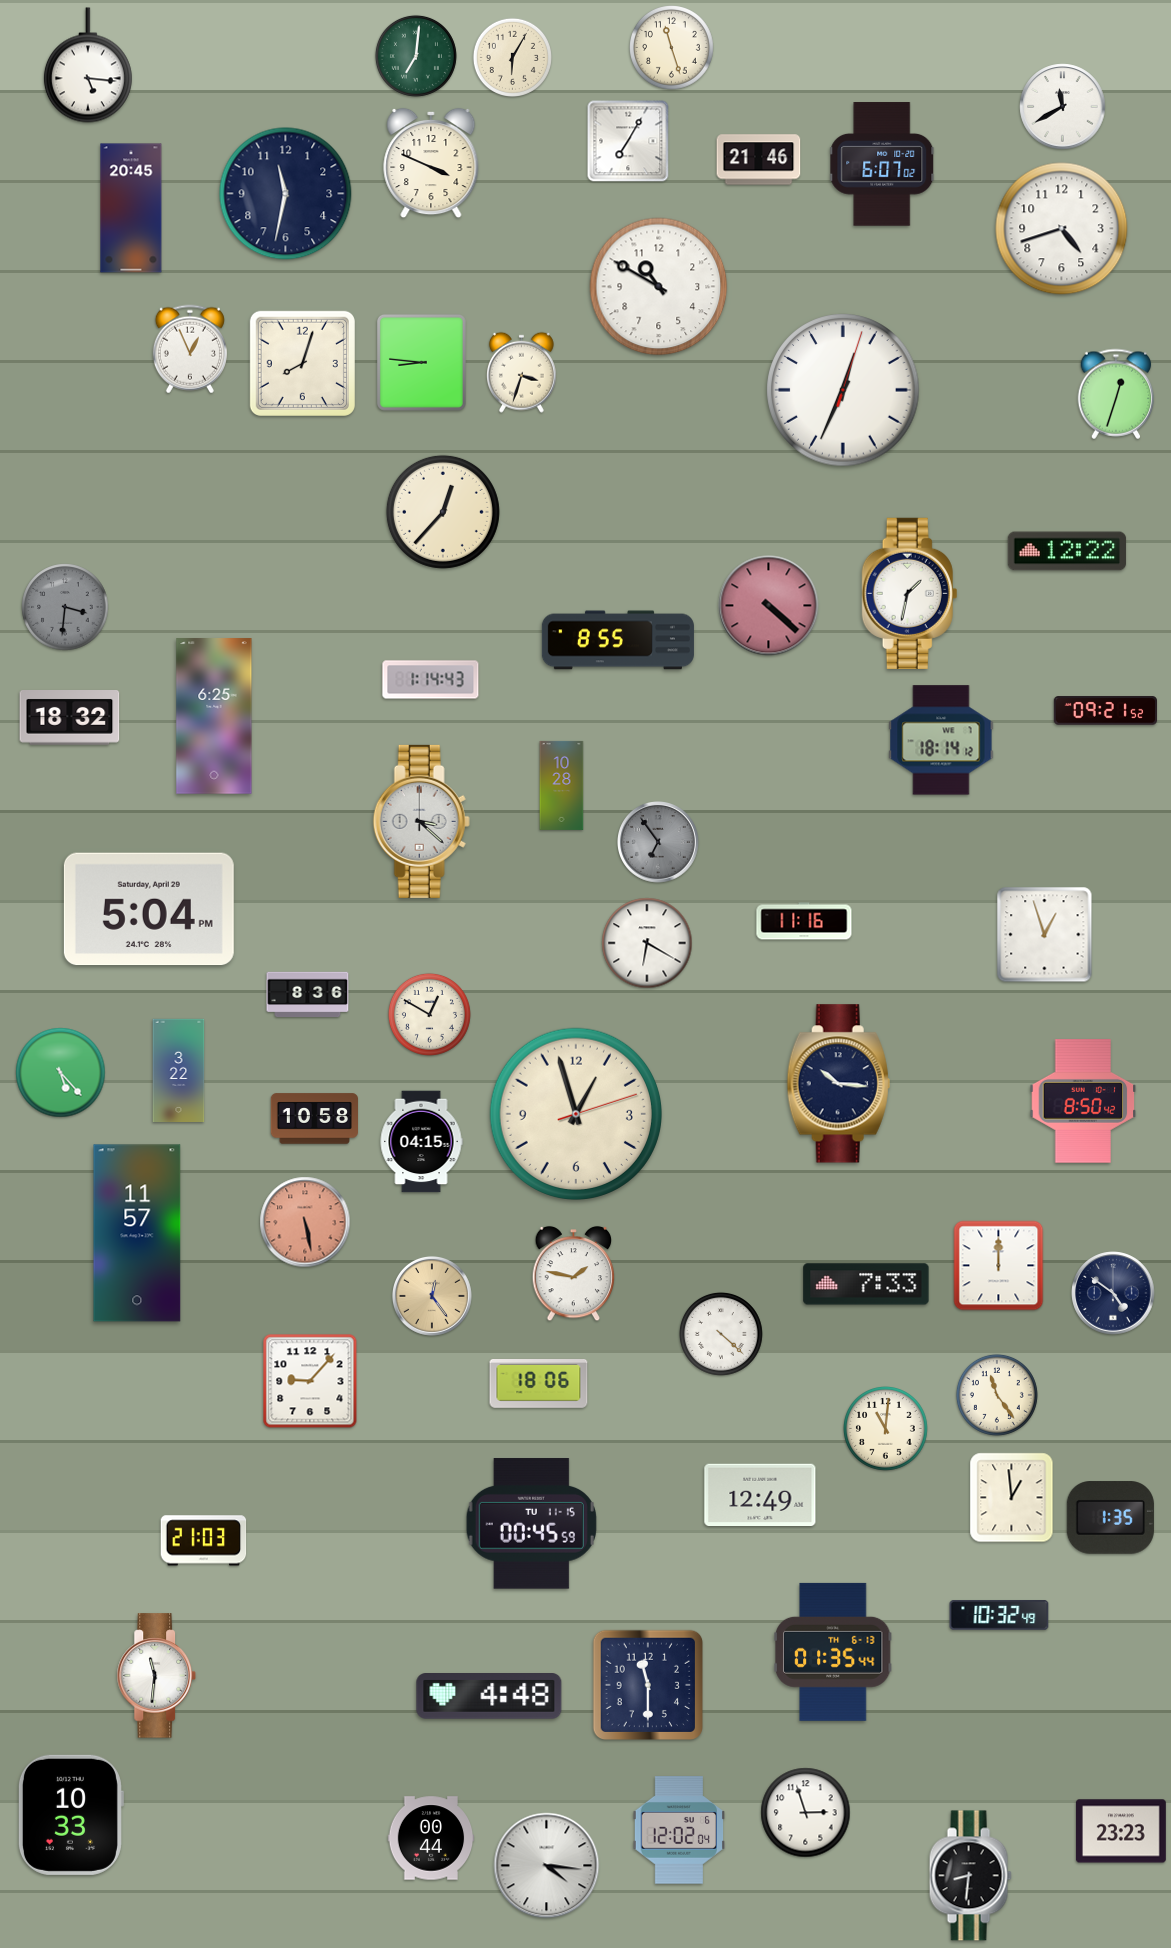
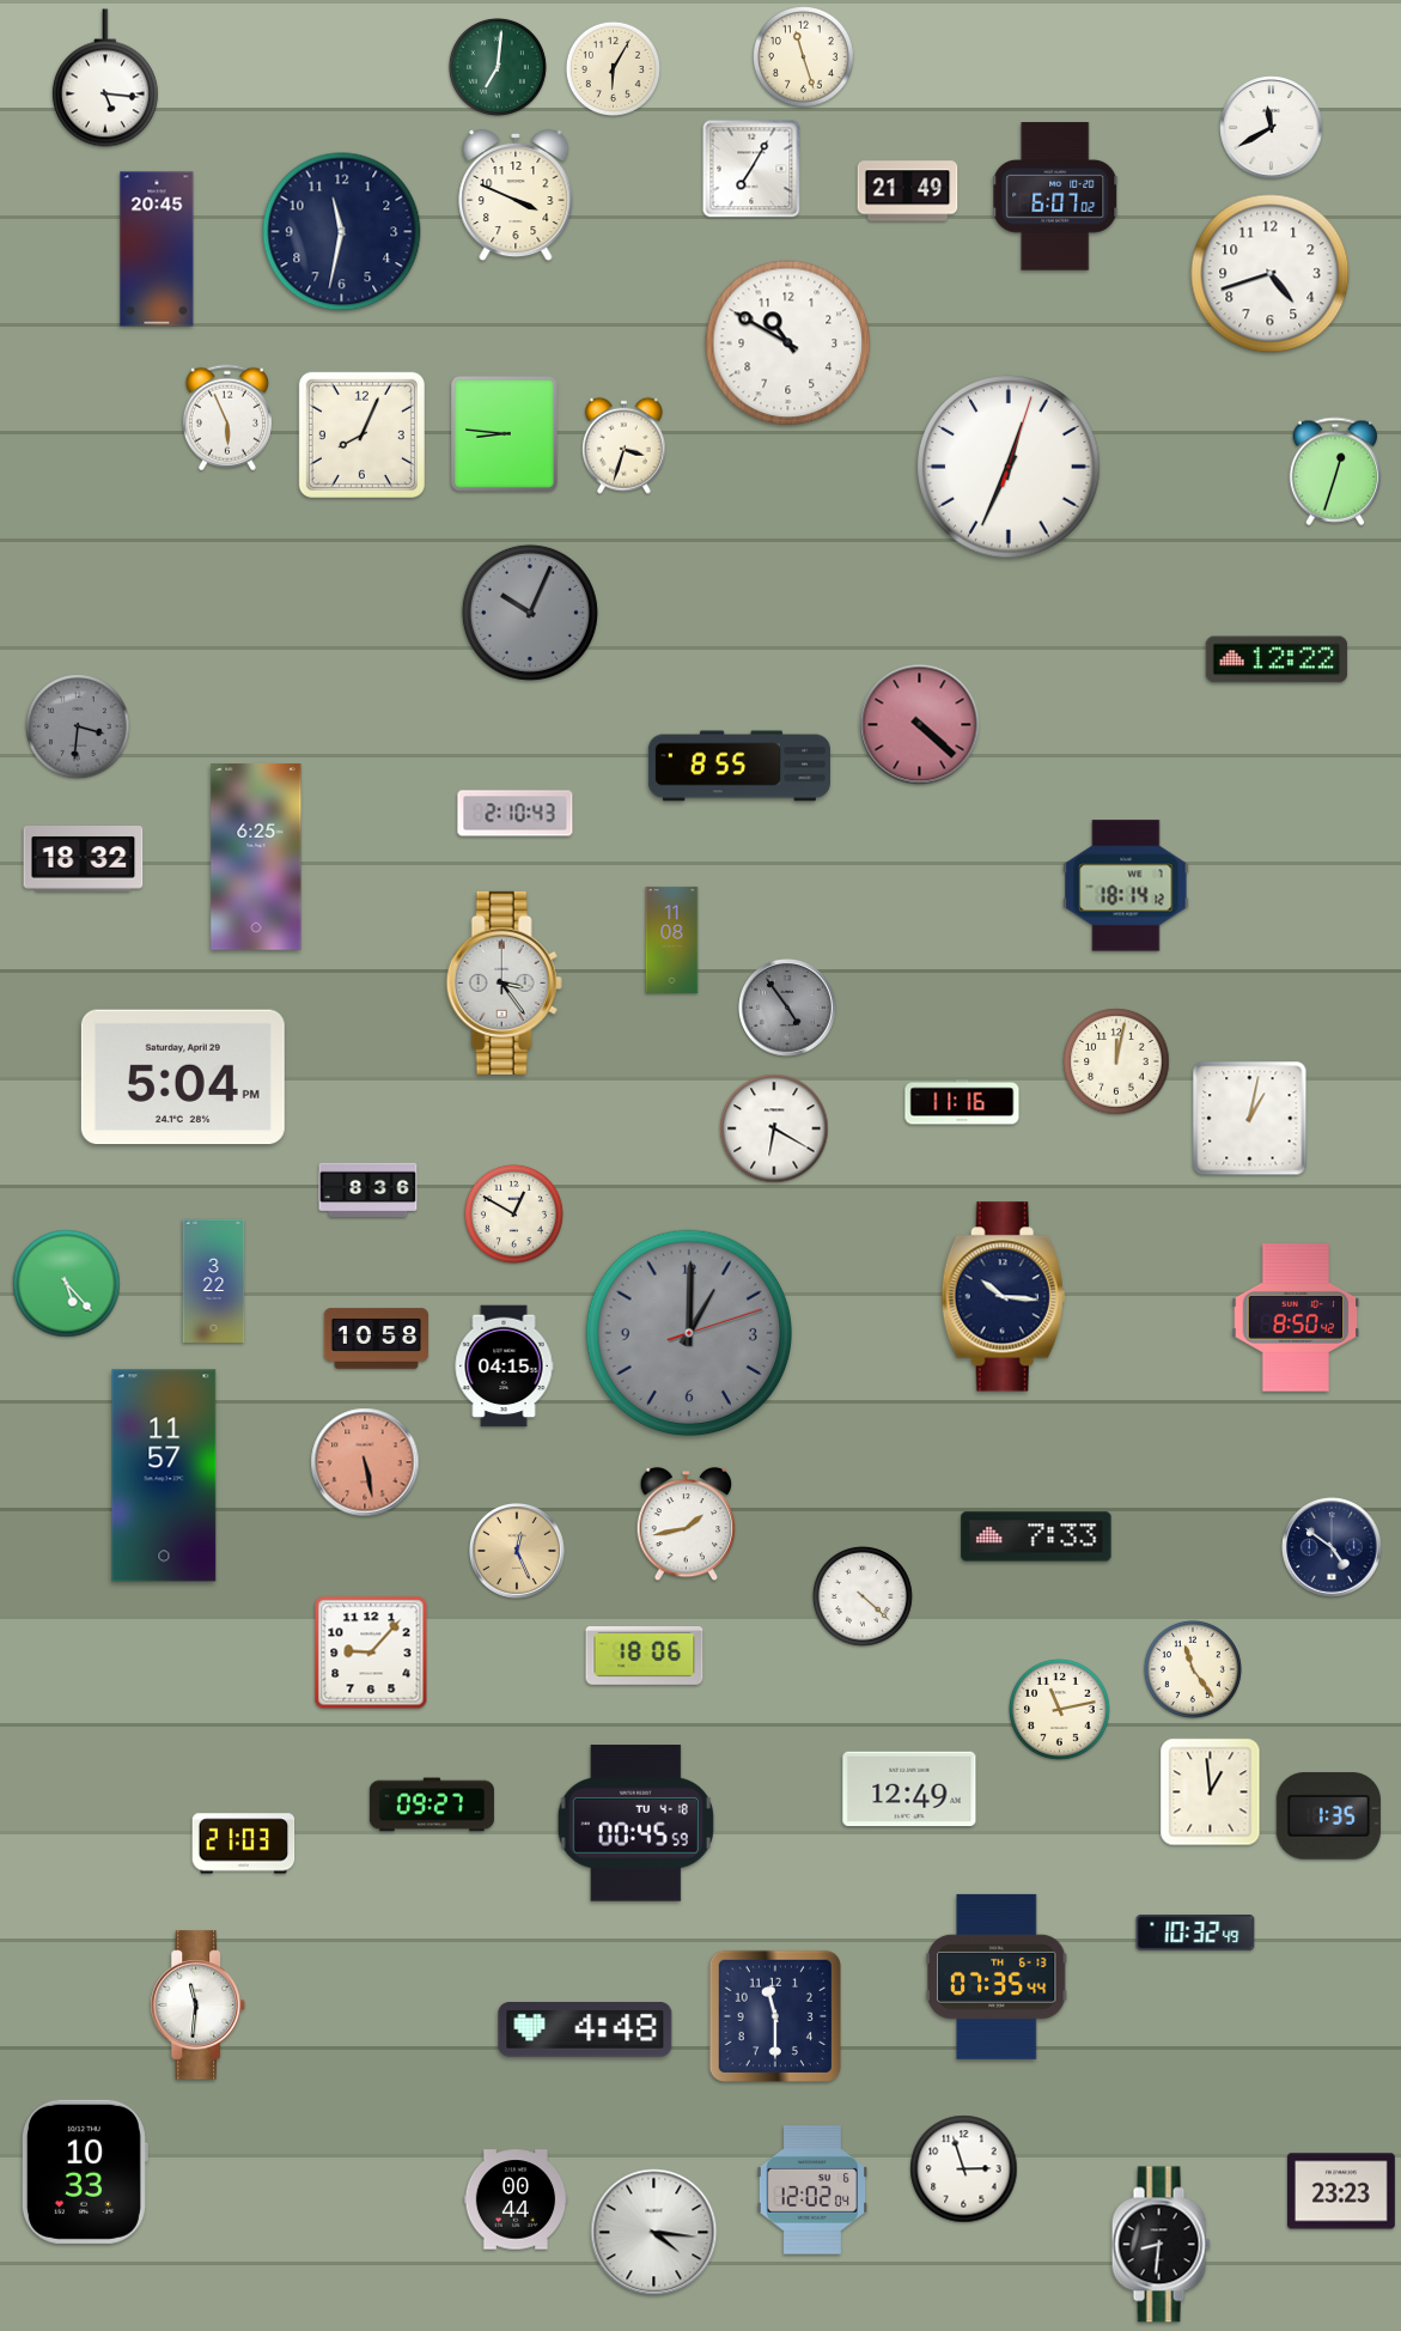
clock at (759, 160): 21:46 -> 21:49
clock at (190, 349): 12:56 -> 5:56
clock at (302, 363): 8:03 -> 8:04
clock at (443, 512): 12:37 -> 10:04
clock at (443, 512) dial: cream -> grey
clock at (910, 593): 1:32 -> none
clock at (431, 680): 1:14 -> 2:10
clock at (1105, 711): 09:21 -> none
clock at (562, 785): 10:28 -> 11:08
clock at (421, 821): 3:22 -> 3:24
clock at (659, 843): 6:54 -> 4:54
clock at (1116, 1061): none -> 12:02
clock at (149, 909) position: (149, 909) -> (183, 1077)
clock at (1045, 935): 12:57 -> 1:02
clock at (61, 1073) position: (61, 1073) -> (67, 1284)
clock at (575, 1113): 12:57 -> 1:00
clock at (575, 1113) dial: cream -> grey
clock at (999, 1266): 12:00 -> none
clock at (574, 1274): 1:47 -> 1:43
clock at (432, 1296): 12:24 -> 12:26
clock at (886, 1429): 11:01 -> 11:13
clock at (432, 1804): none -> 09:27
clock at (531, 1524) date: TU 11-15 -> TU 4-18
clock at (833, 1652): 01:35 -> 07:35
clock at (156, 1676) position: (156, 1676) -> (197, 2006)
